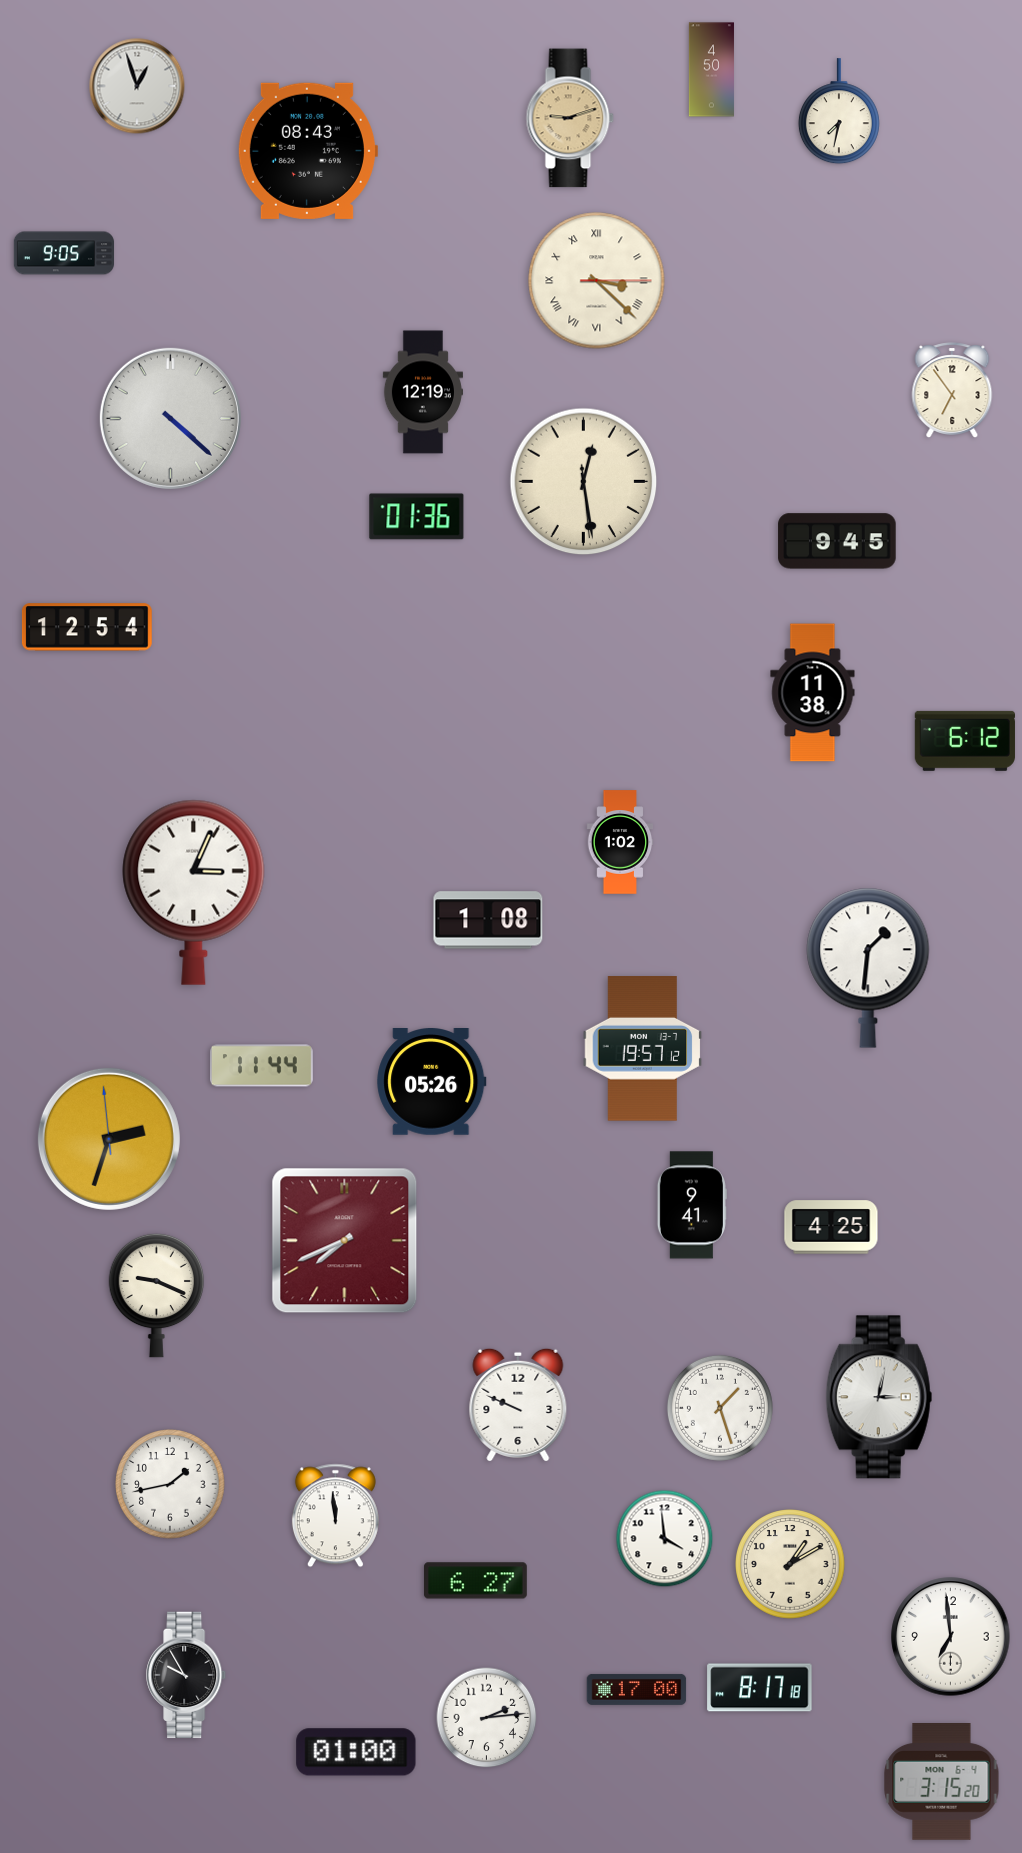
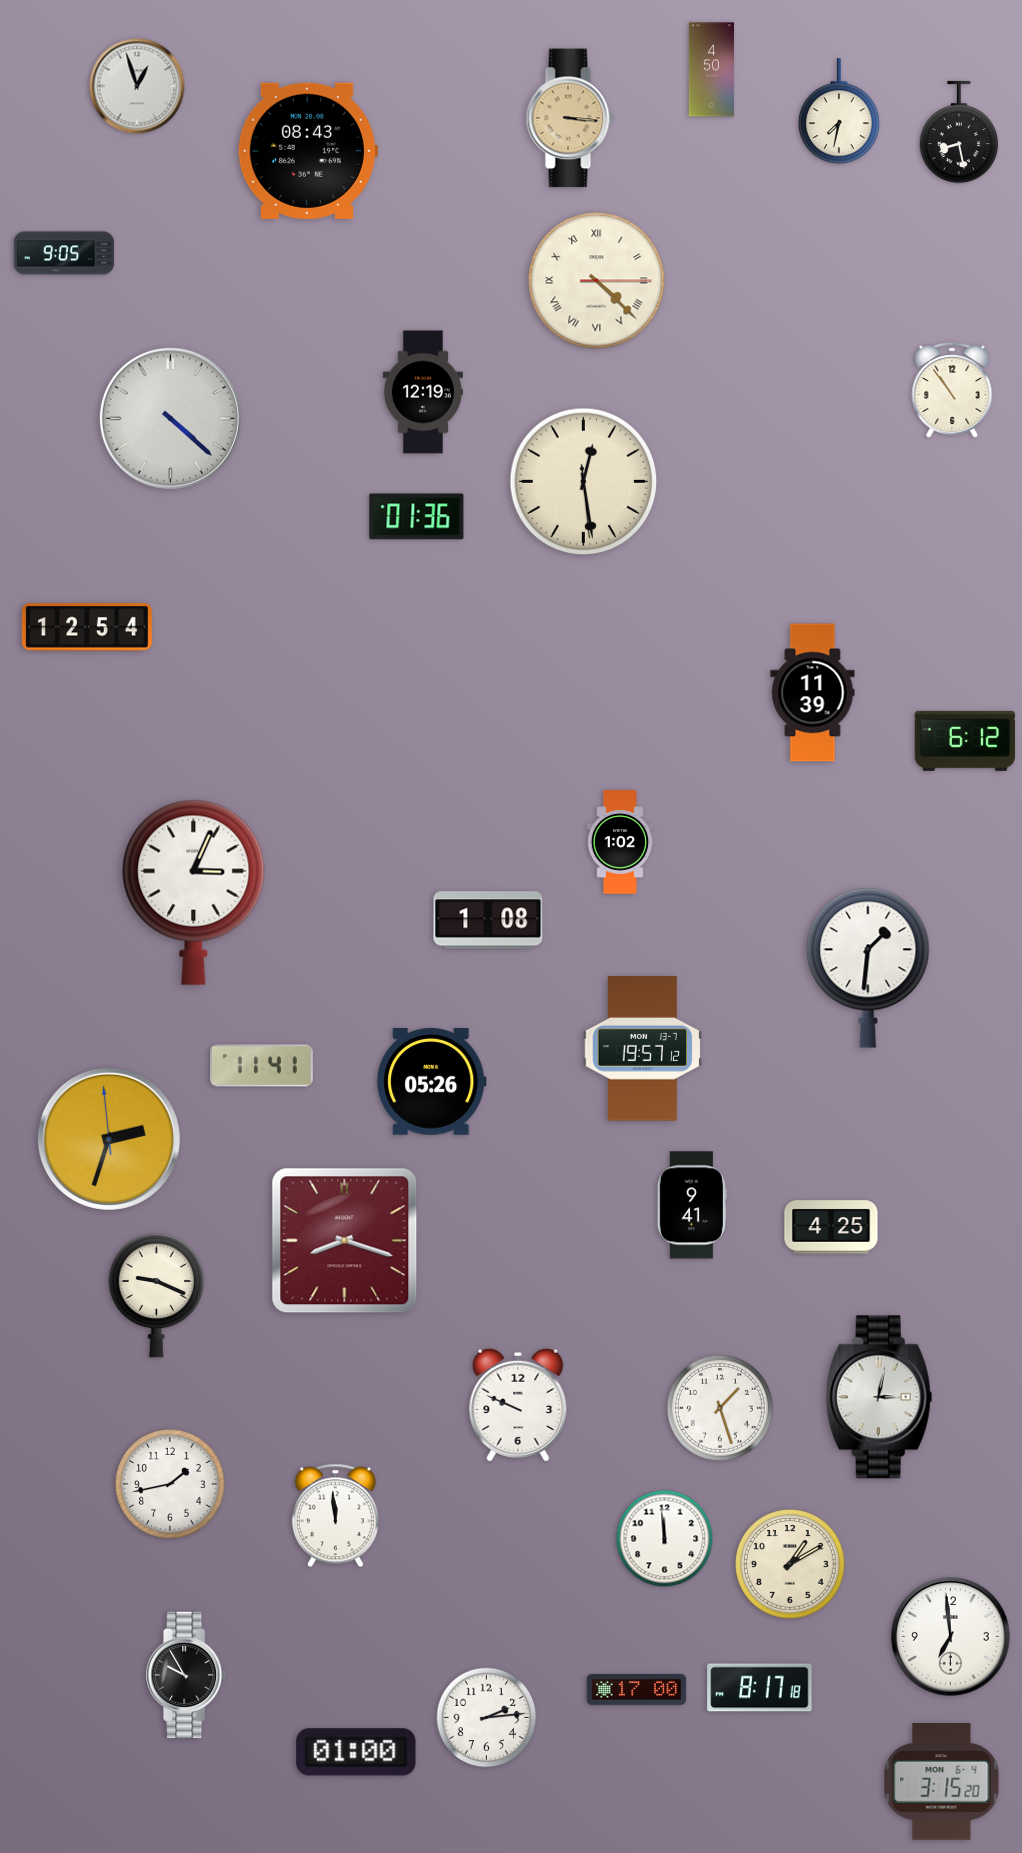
clock at (570, 118): 9:12 -> 3:16
clock at (958, 132): none -> 8:28
clock at (597, 281): 3:22 -> 4:22
clock at (952, 390): 6:54 -> 10:54
clock at (837, 541): 9:45 -> none
clock at (813, 693): 11:38 -> 11:39
clock at (262, 1066): 11:44 -> 11:41
clock at (345, 1241): 7:41 -> 8:18
clock at (665, 1539): 3:59 -> 11:59
clock at (475, 1581): 6:27 -> none
